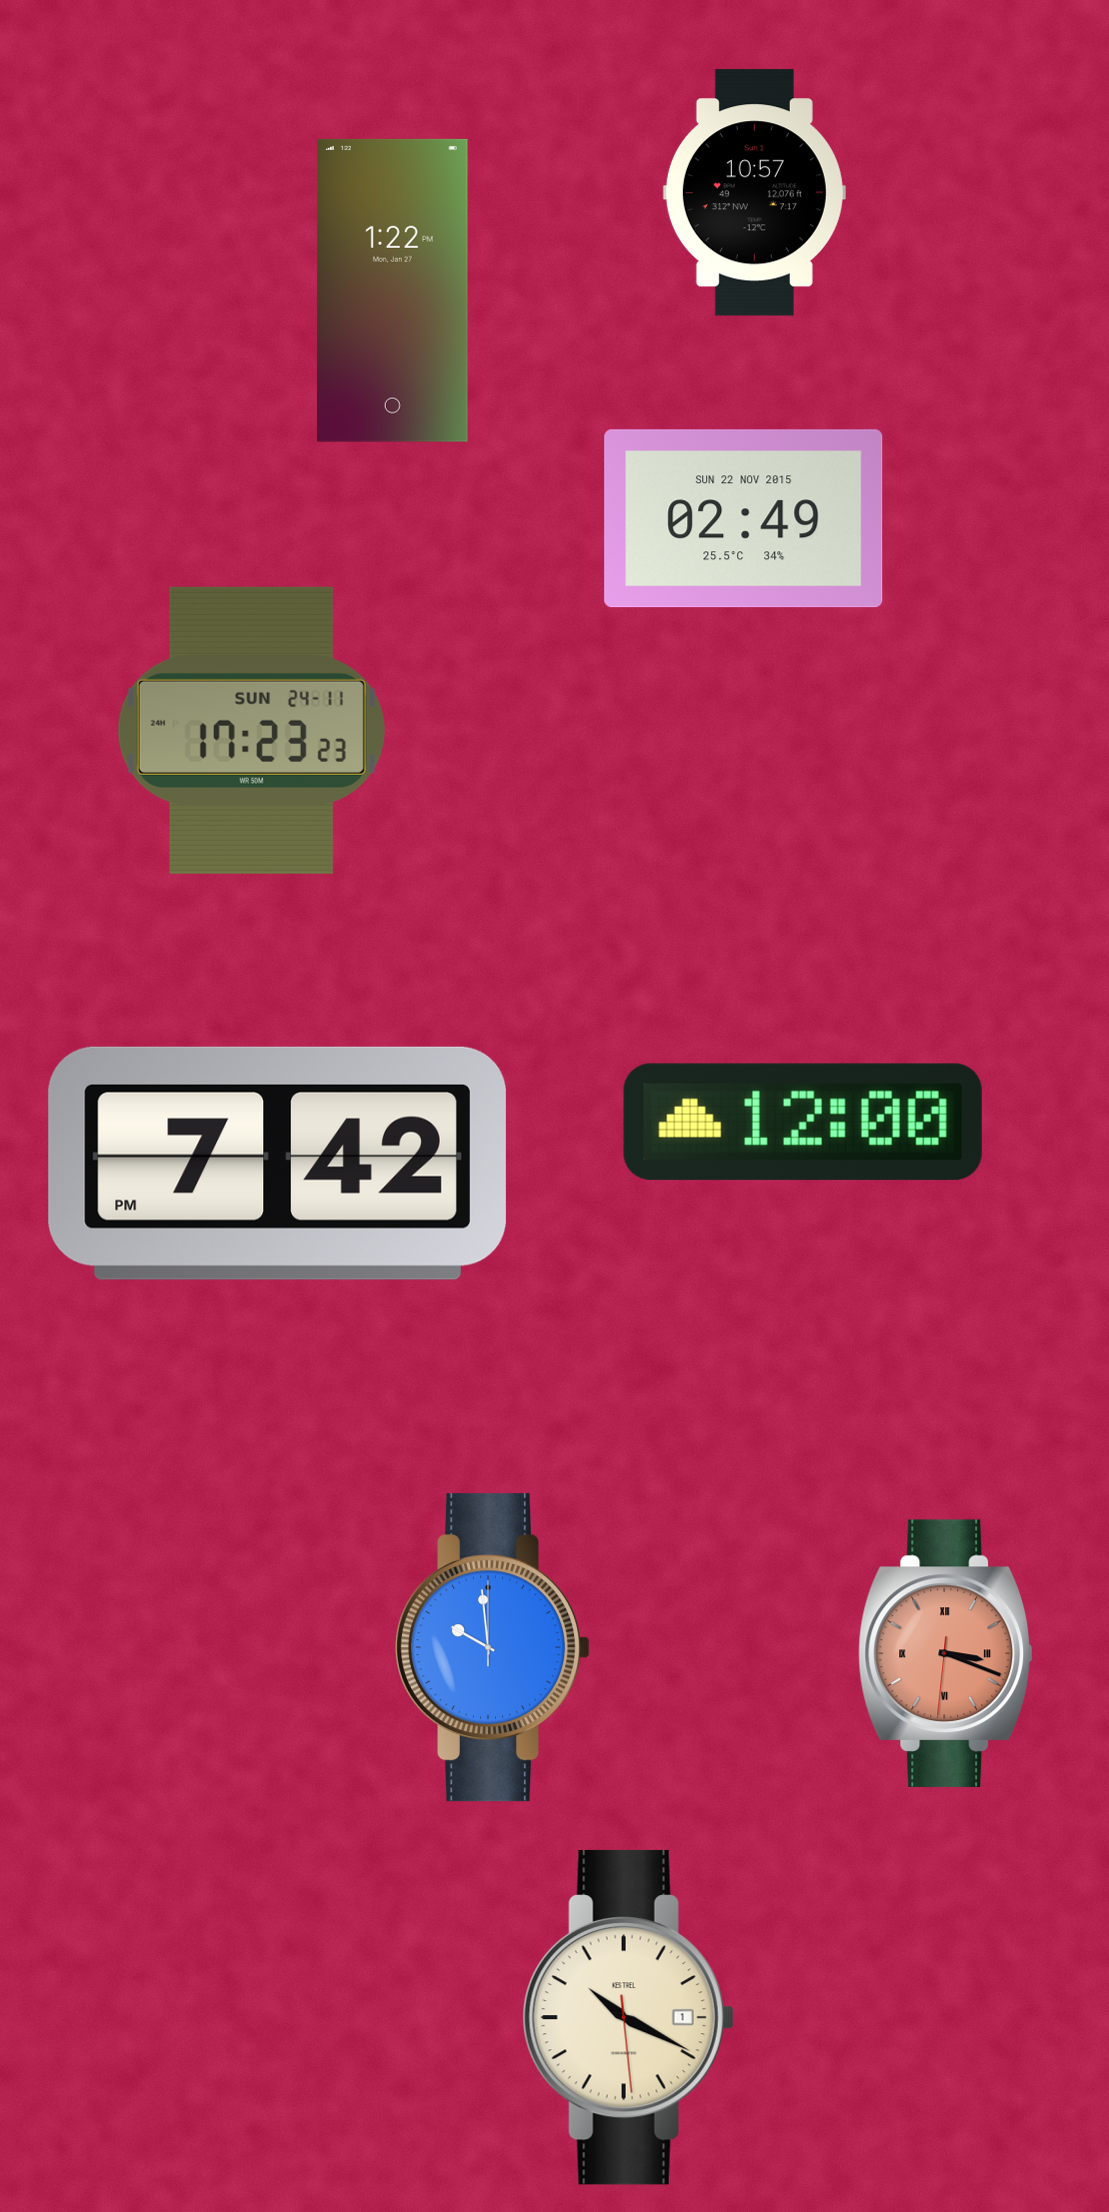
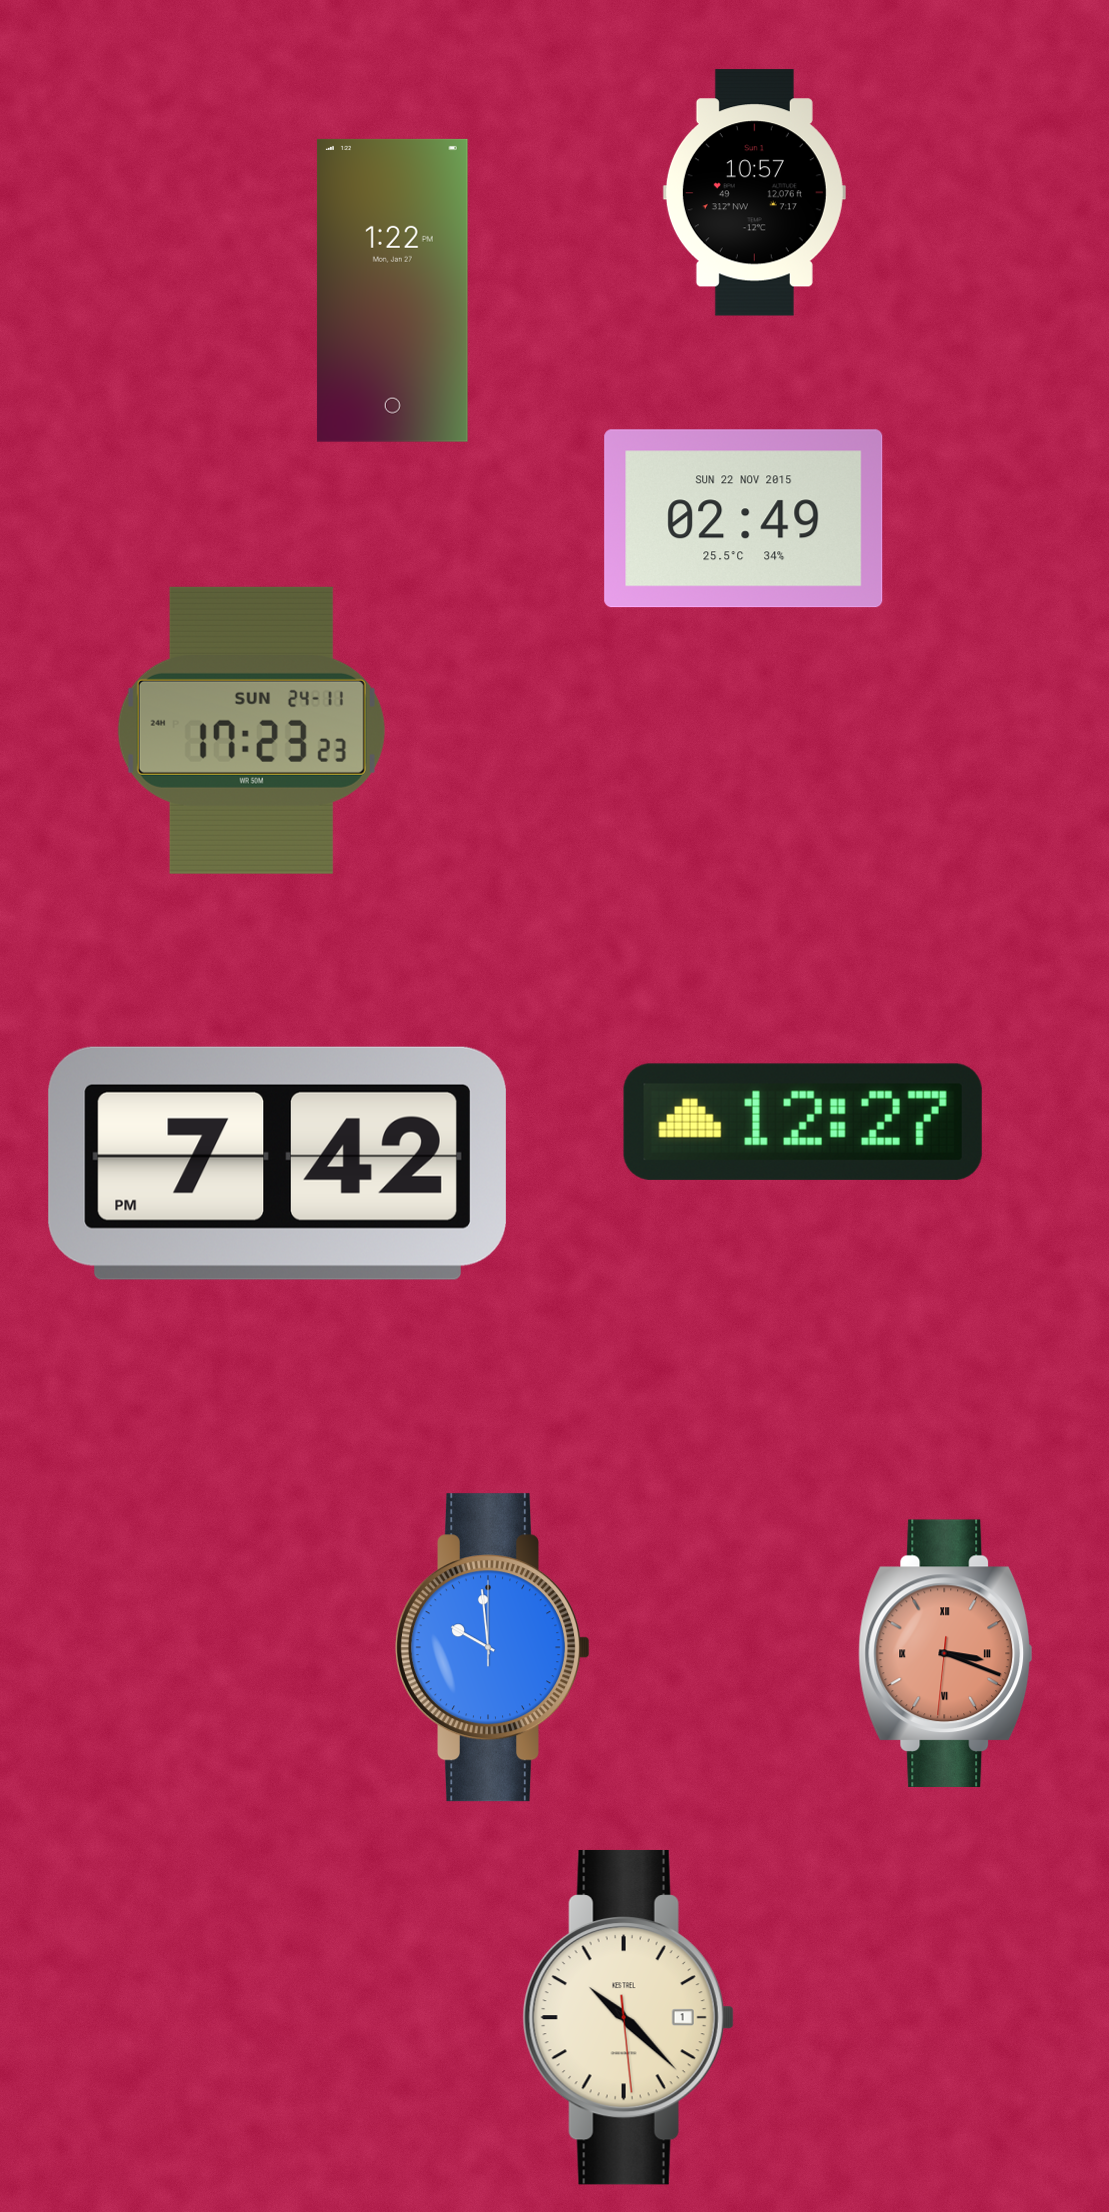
clock at (803, 1122): 12:00 -> 12:27
clock at (628, 2017): 10:19 -> 10:22
